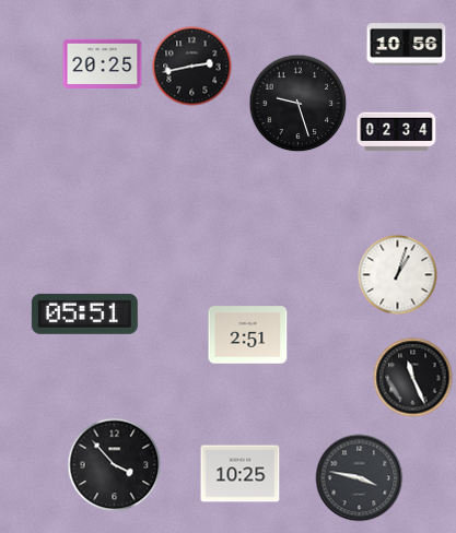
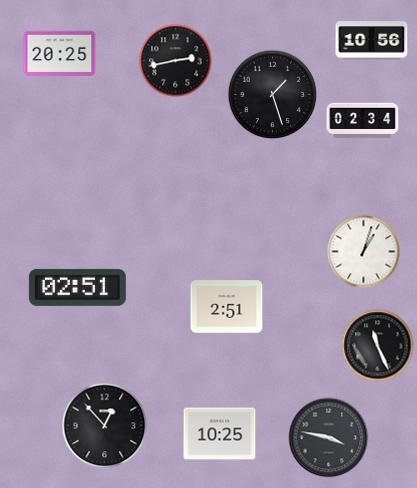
clock at (103, 64) position: (103, 64) -> (60, 54)
clock at (299, 104): 9:27 -> 1:27
clock at (84, 313): 05:51 -> 02:51
clock at (115, 465): 3:53 -> 12:53
